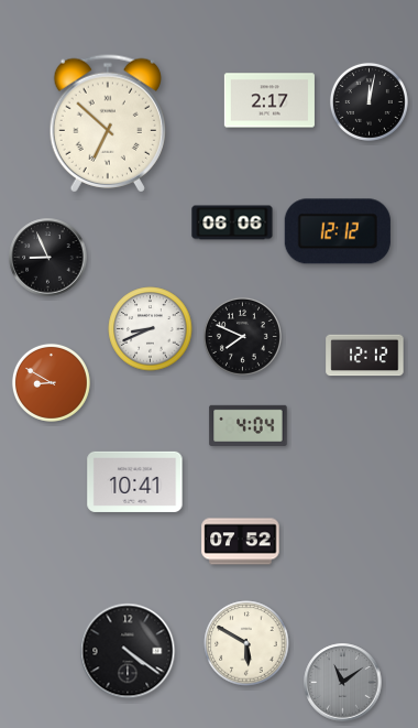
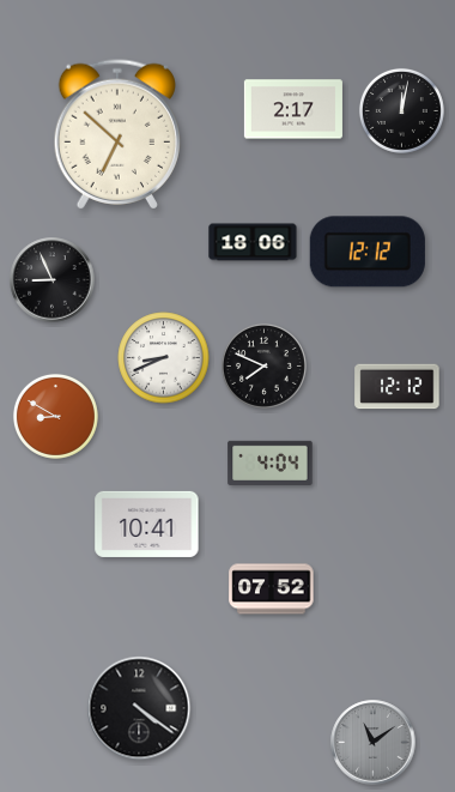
clock at (232, 222): 06:06 -> 18:06
clock at (241, 542) position: (241, 542) -> (272, 590)
clock at (246, 643): 5:50 -> none
